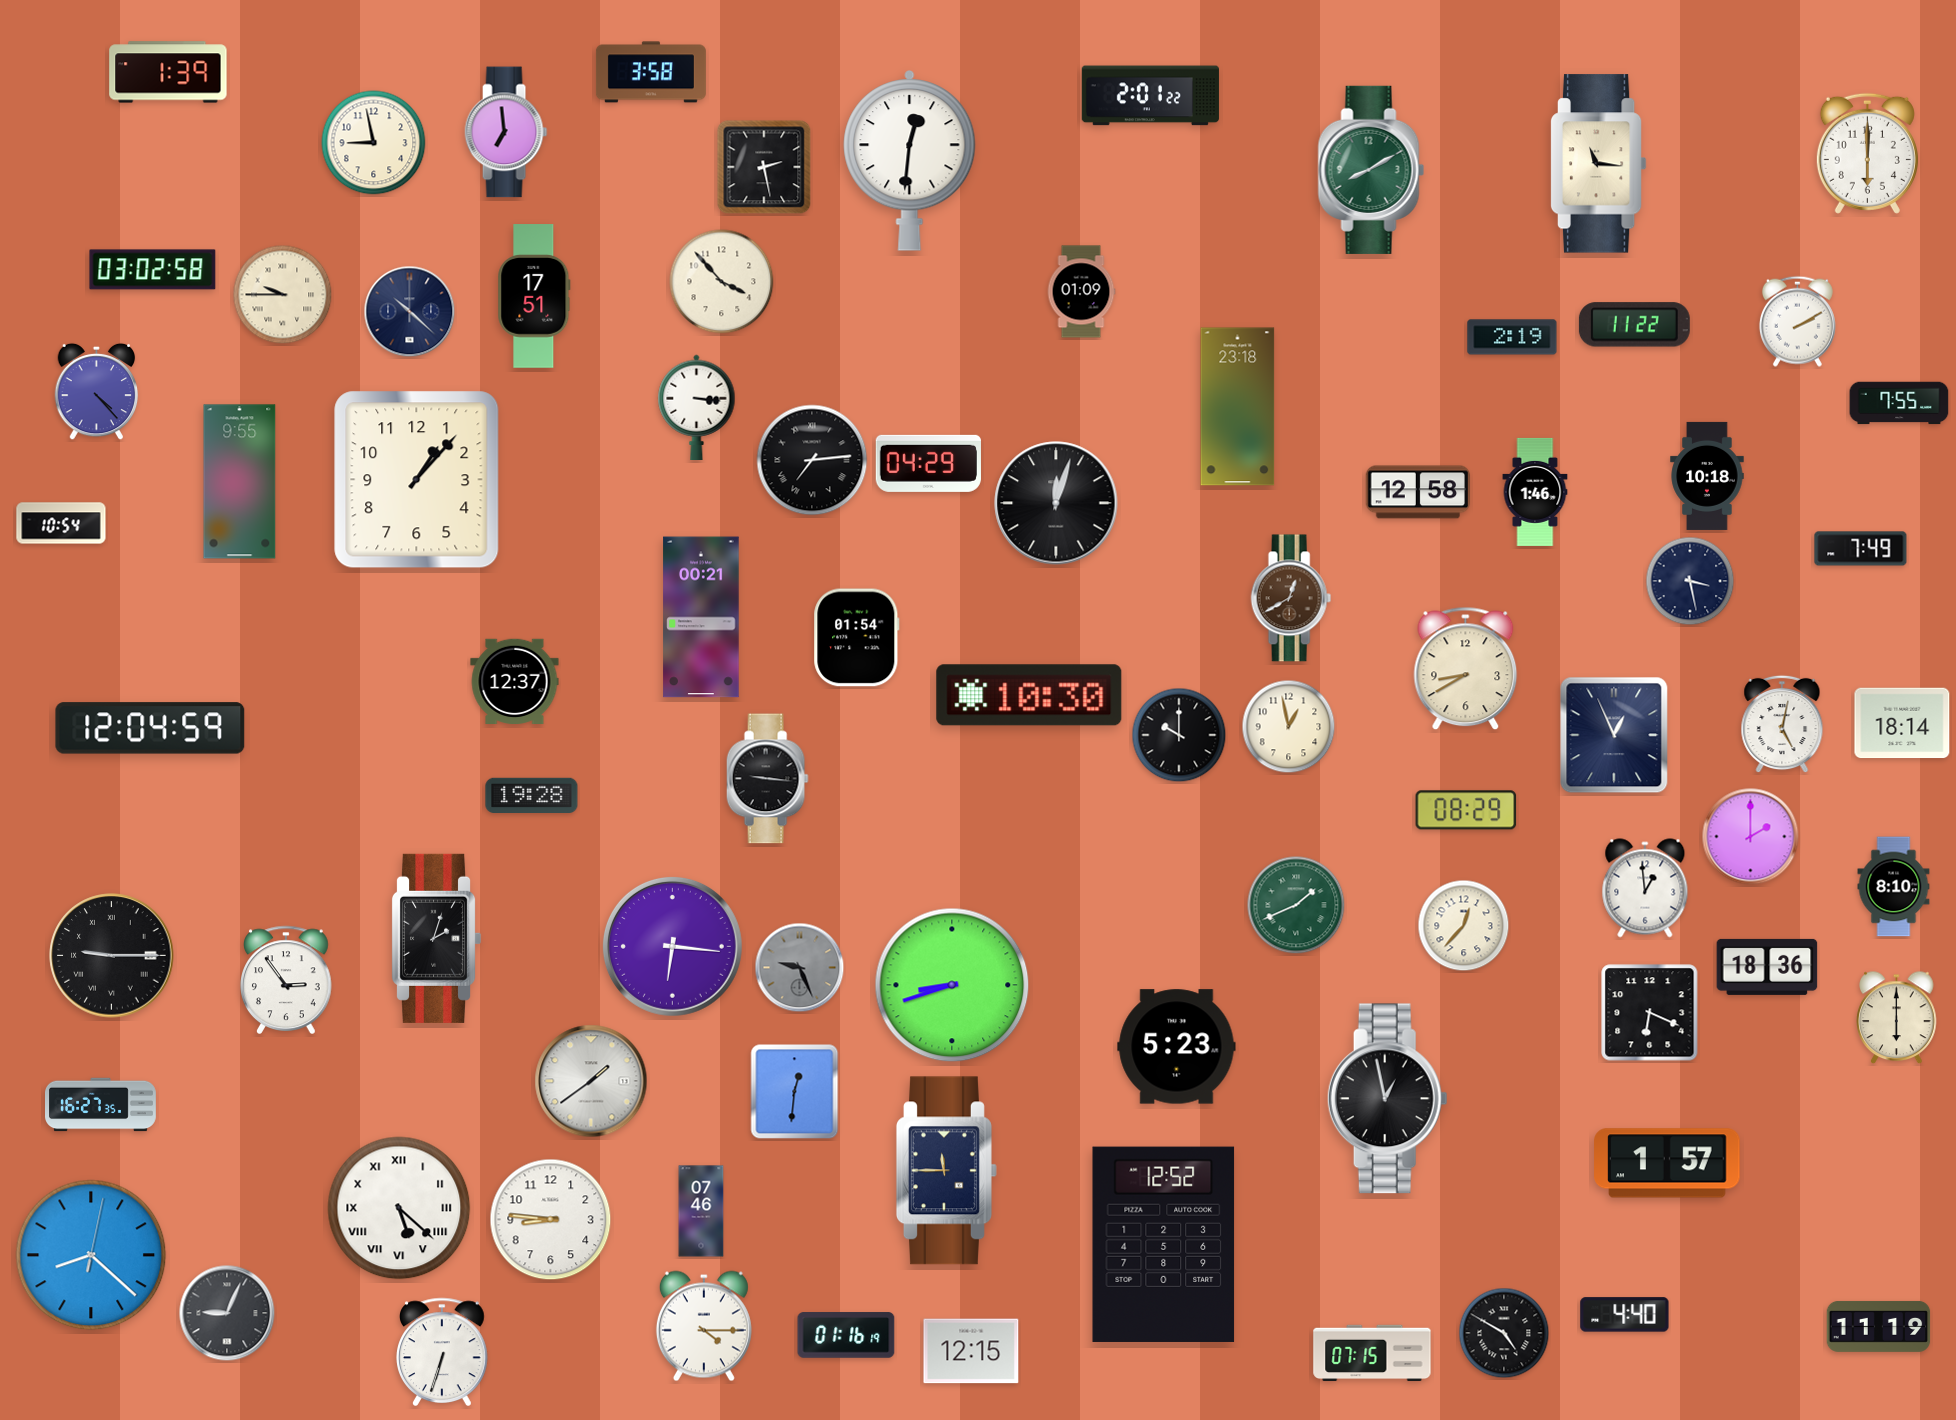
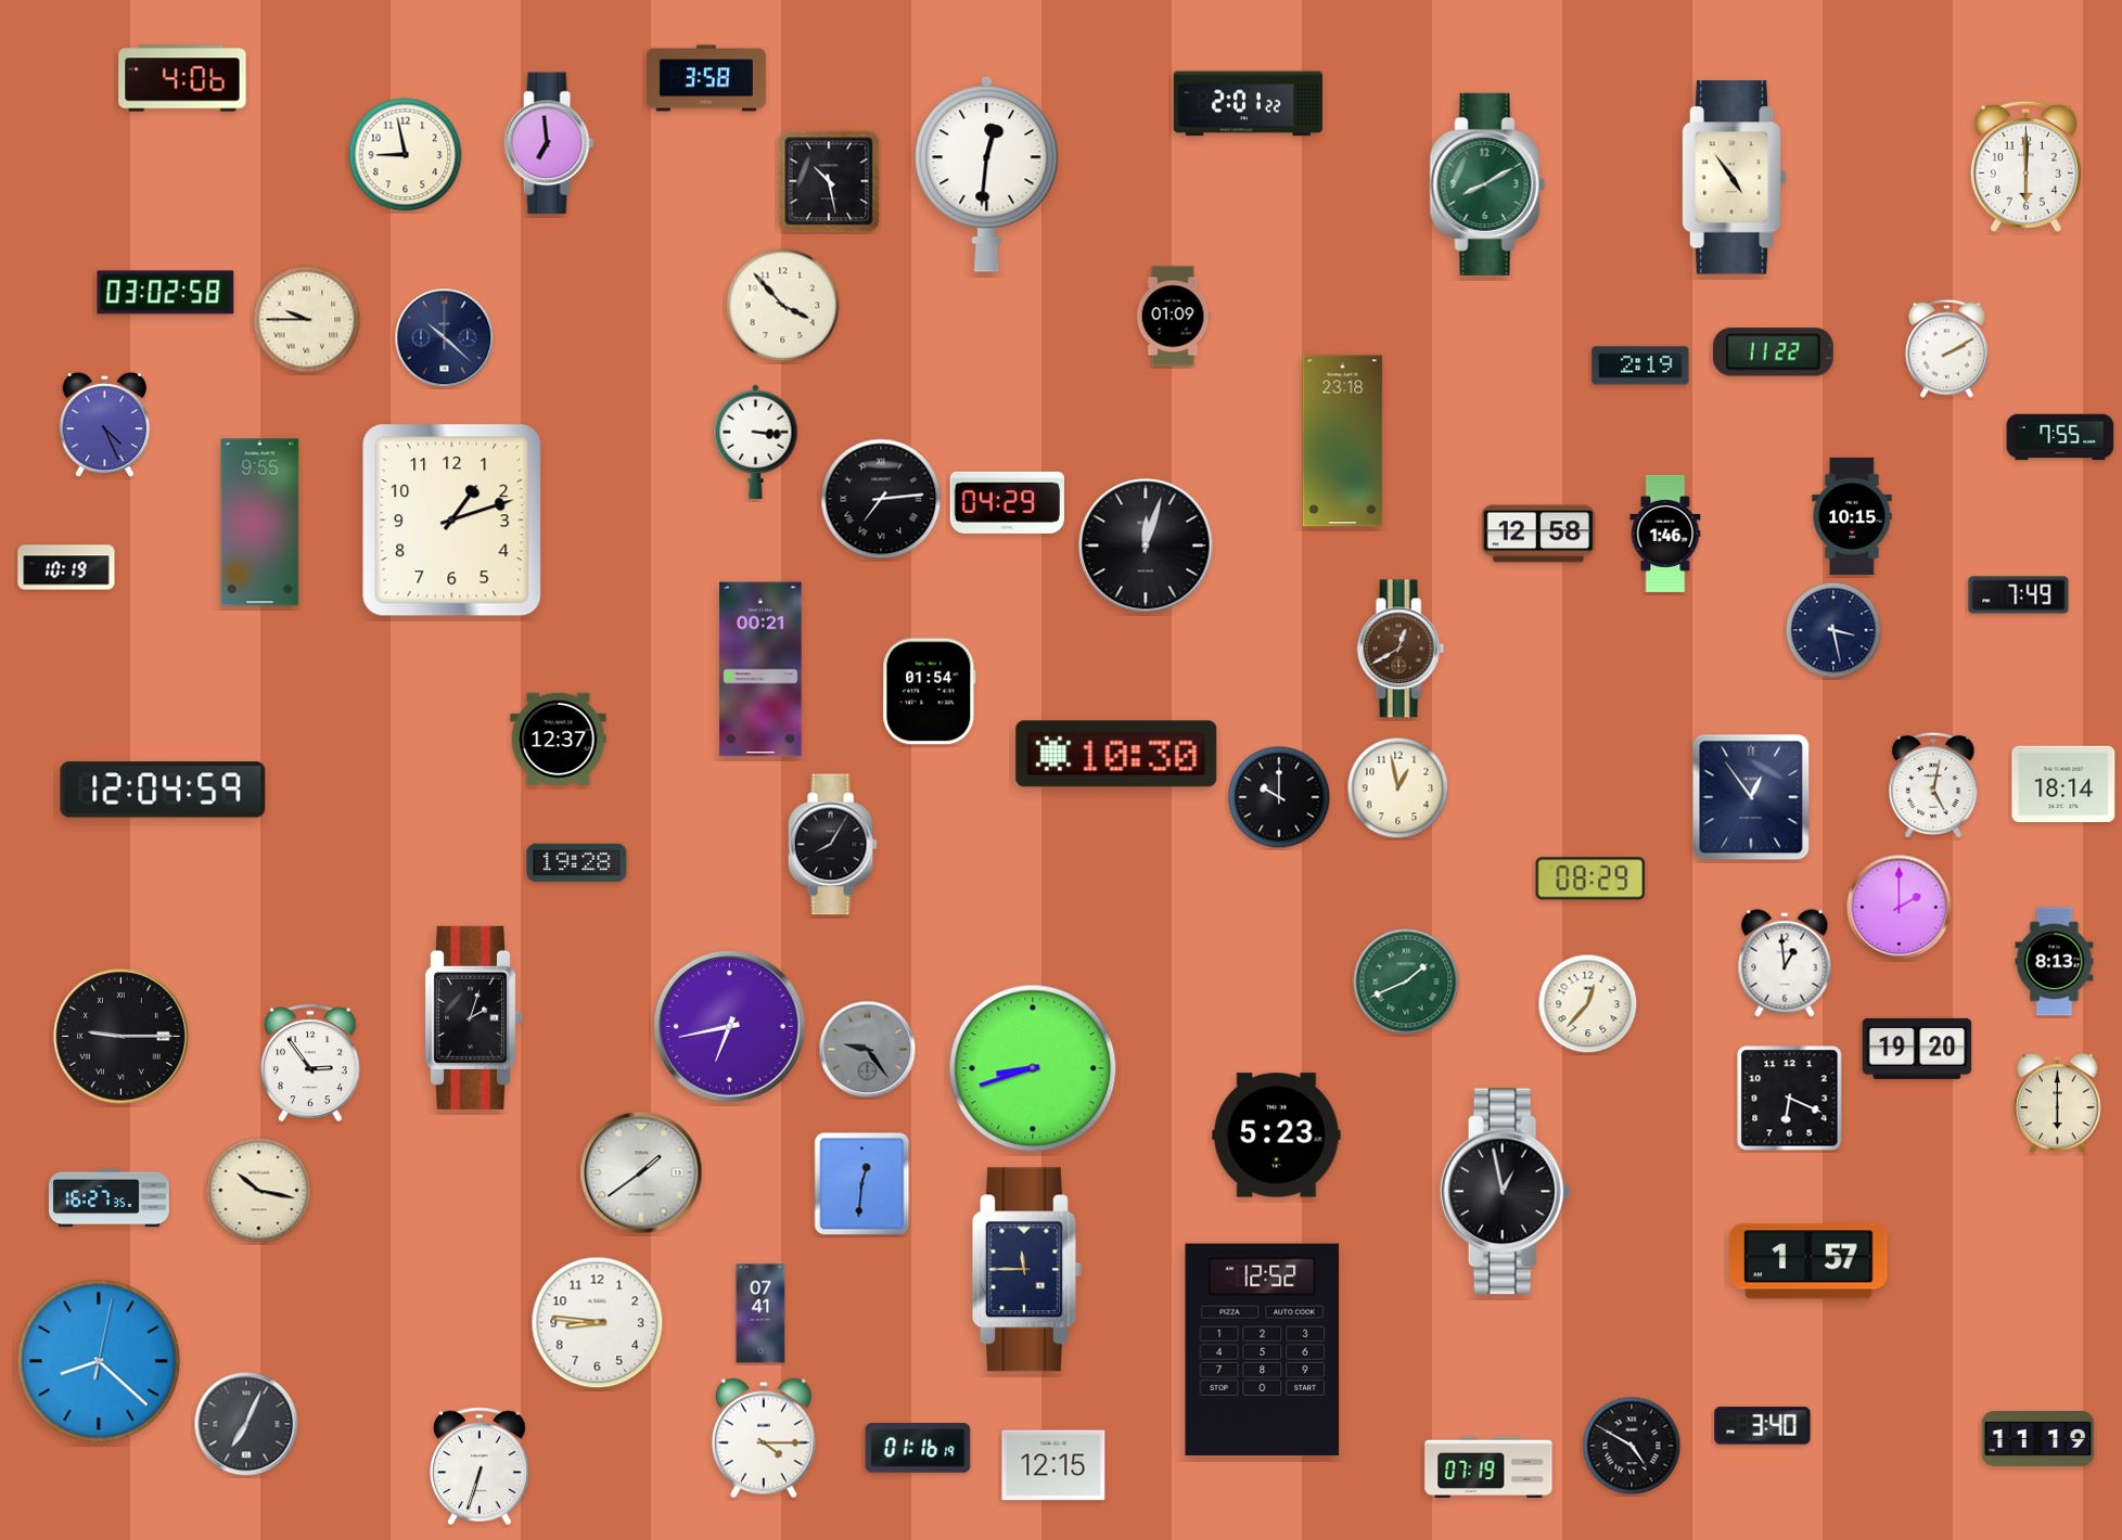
clock at (168, 72): 1:39 -> 4:06
clock at (1598, 164): 11:16 -> 4:54
clock at (764, 167): 2:28 -> 10:28
clock at (534, 296): 17:51 -> none
clock at (1797, 321) position: (1797, 321) -> (1946, 348)
clock at (97, 392): 4:23 -> 4:26
clock at (1707, 476): 10:18 -> 10:15
clock at (417, 480): 1:07 -> 1:12
clock at (61, 523): 10:54 -> 10:19
clock at (1466, 669): 8:40 -> none
clock at (1614, 735): 12:56 -> 12:54
clock at (767, 779): 9:16 -> 8:05
clock at (1894, 887): 8:10 -> 8:13
clock at (672, 946): 6:16 -> 6:43
clock at (1767, 967): 18:36 -> 19:20
clock at (800, 968): 9:26 -> 9:24
clock at (259, 1191): none -> 10:17
clock at (399, 1208): 5:22 -> none
clock at (701, 1211): 07:46 -> 07:41
clock at (227, 1313): 9:04 -> 7:04
clock at (1625, 1315): 4:40 -> 3:40
clock at (1372, 1353): 07:15 -> 07:19
